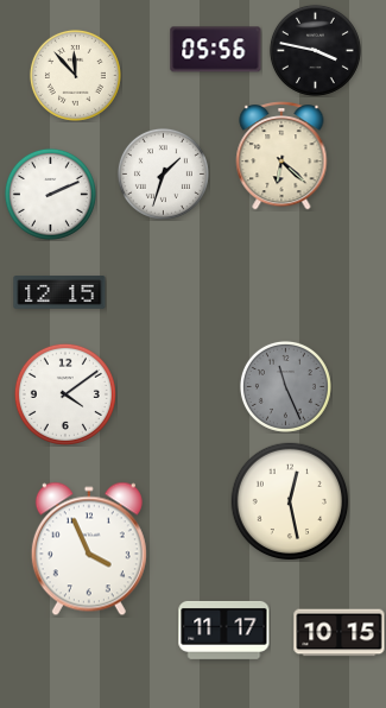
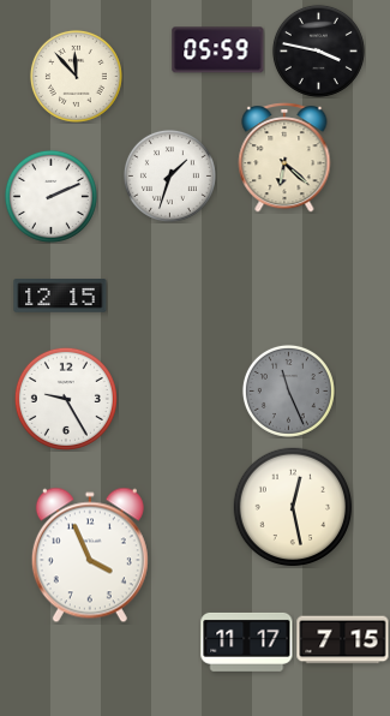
clock at (216, 50): 05:56 -> 05:59
clock at (163, 173) position: (163, 173) -> (169, 175)
clock at (65, 394): 4:09 -> 9:25
clock at (224, 630) position: (224, 630) -> (247, 642)
clock at (340, 633): 10:15 -> 7:15
